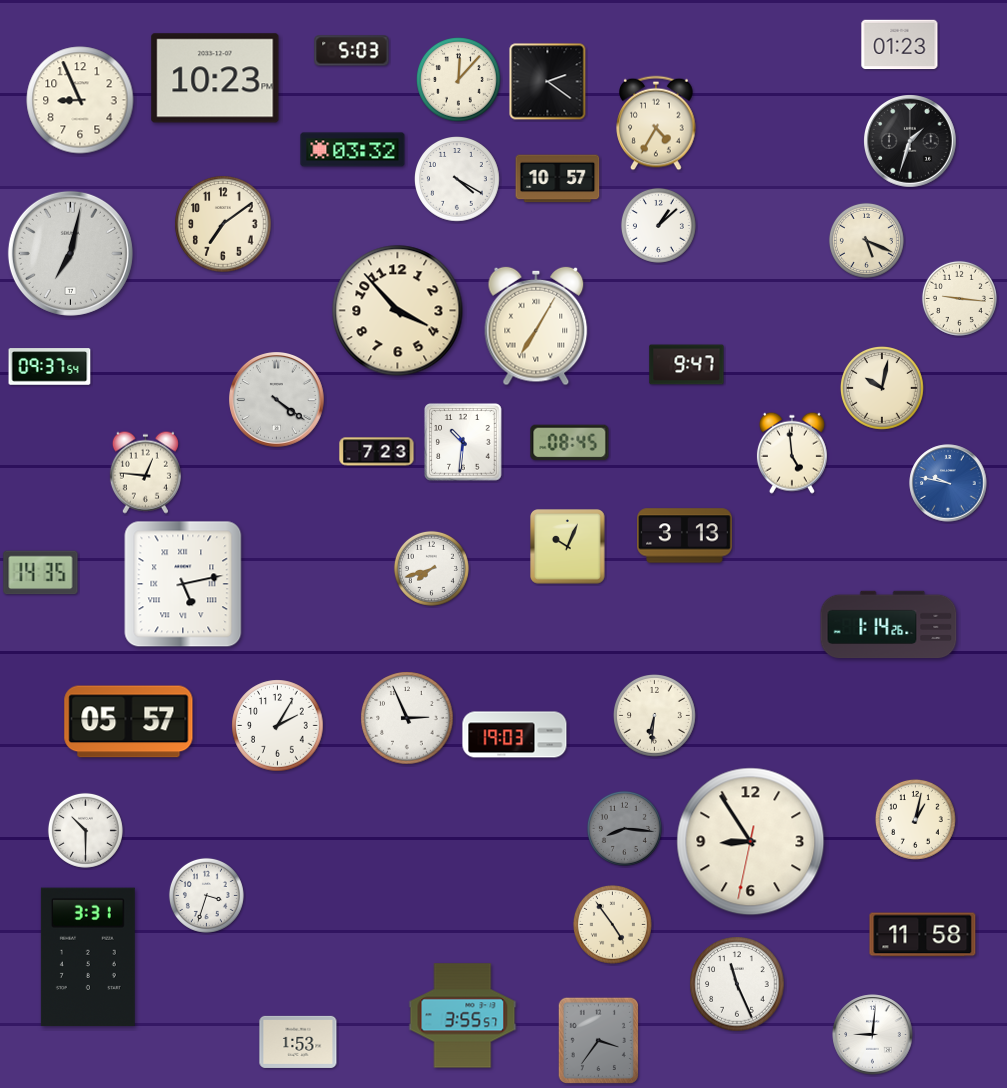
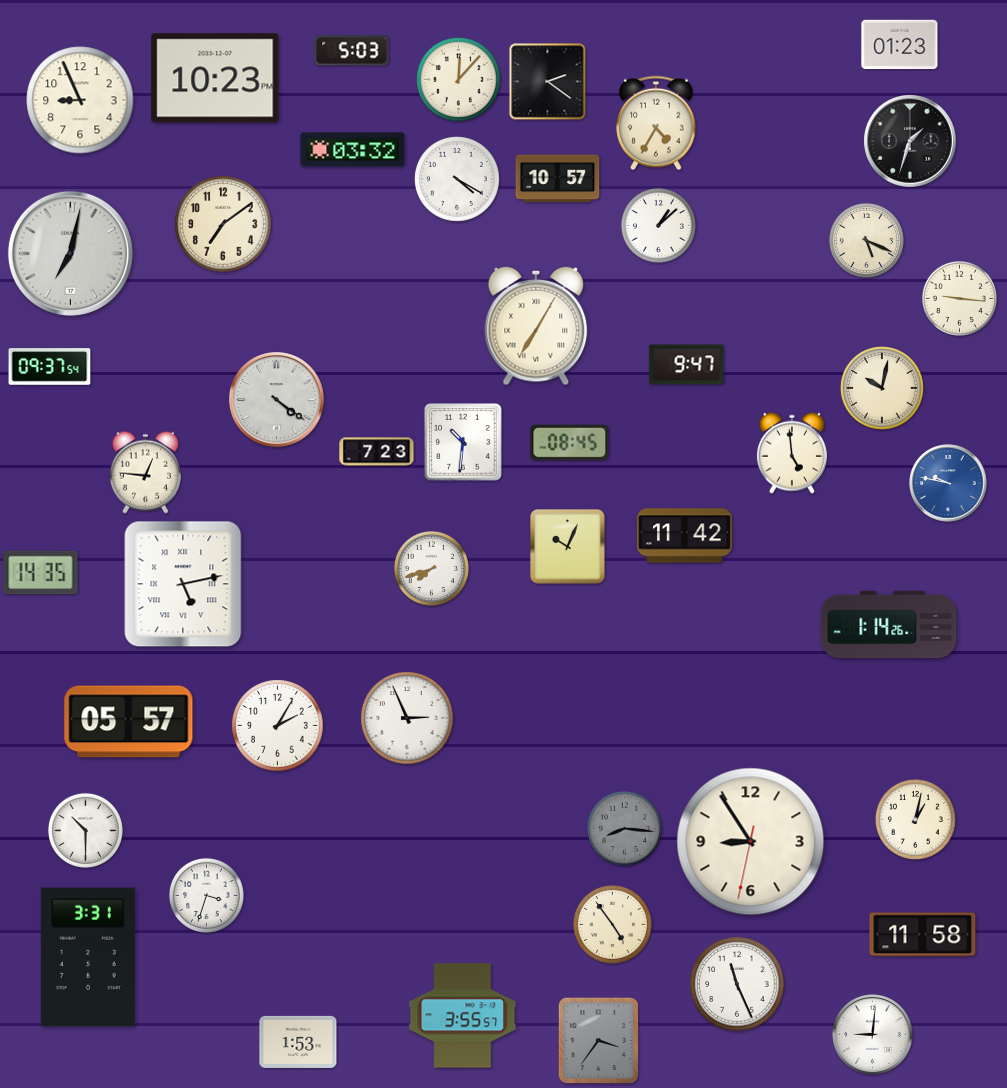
clock at (398, 311): 3:53 -> none
clock at (685, 536): 3:13 -> 11:42
clock at (655, 716): 6:31 -> none
clock at (515, 735): 19:03 -> none
